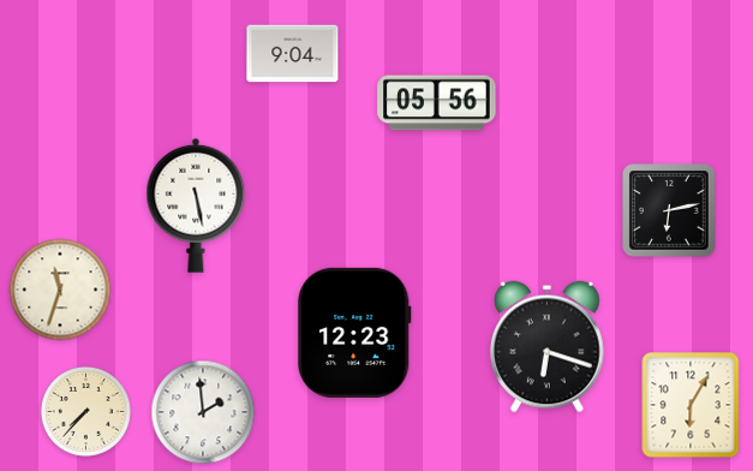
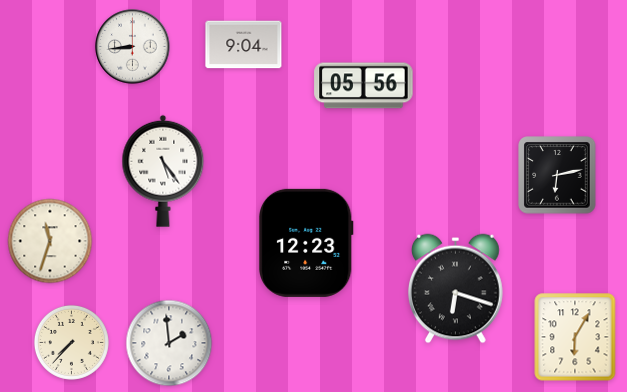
clock at (133, 47): none -> 8:44
clock at (196, 205): 5:28 -> 5:24
clock at (354, 333) position: (354, 333) -> (306, 243)
